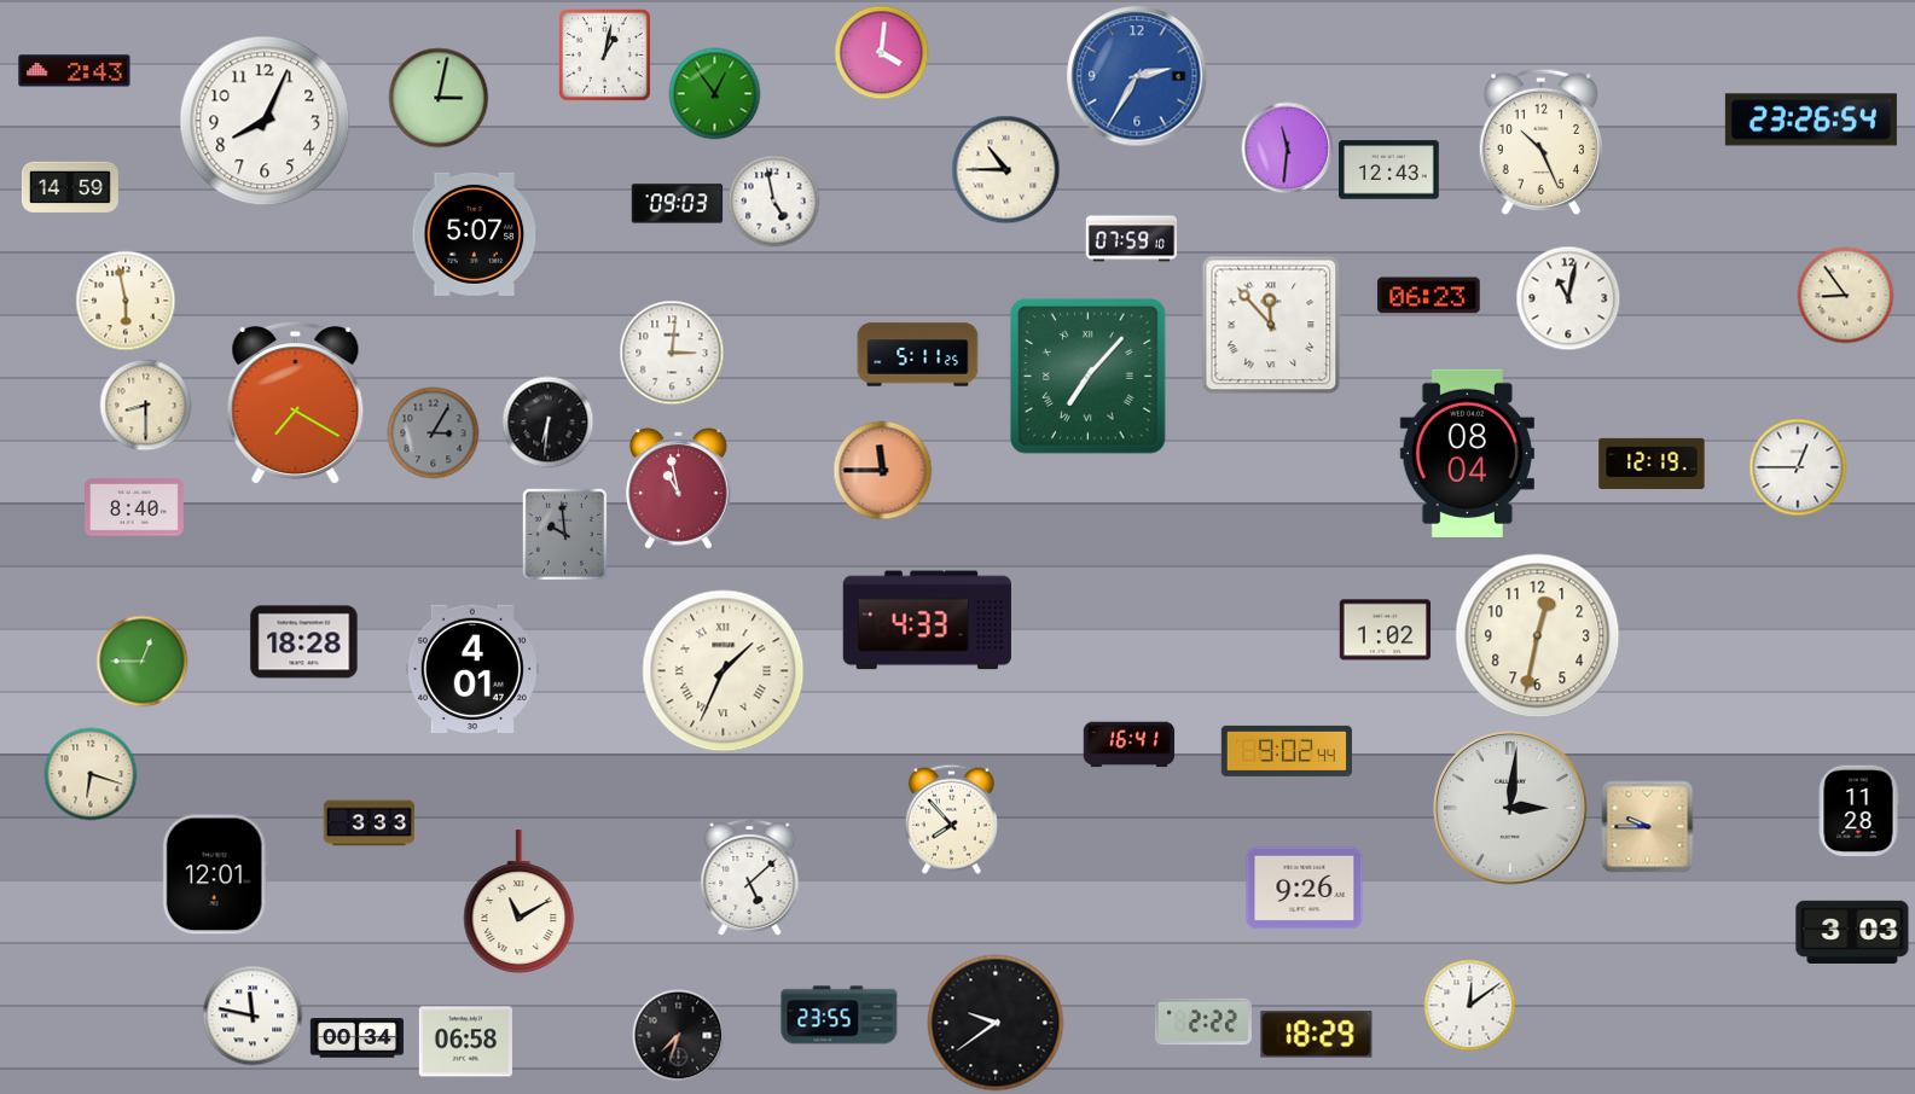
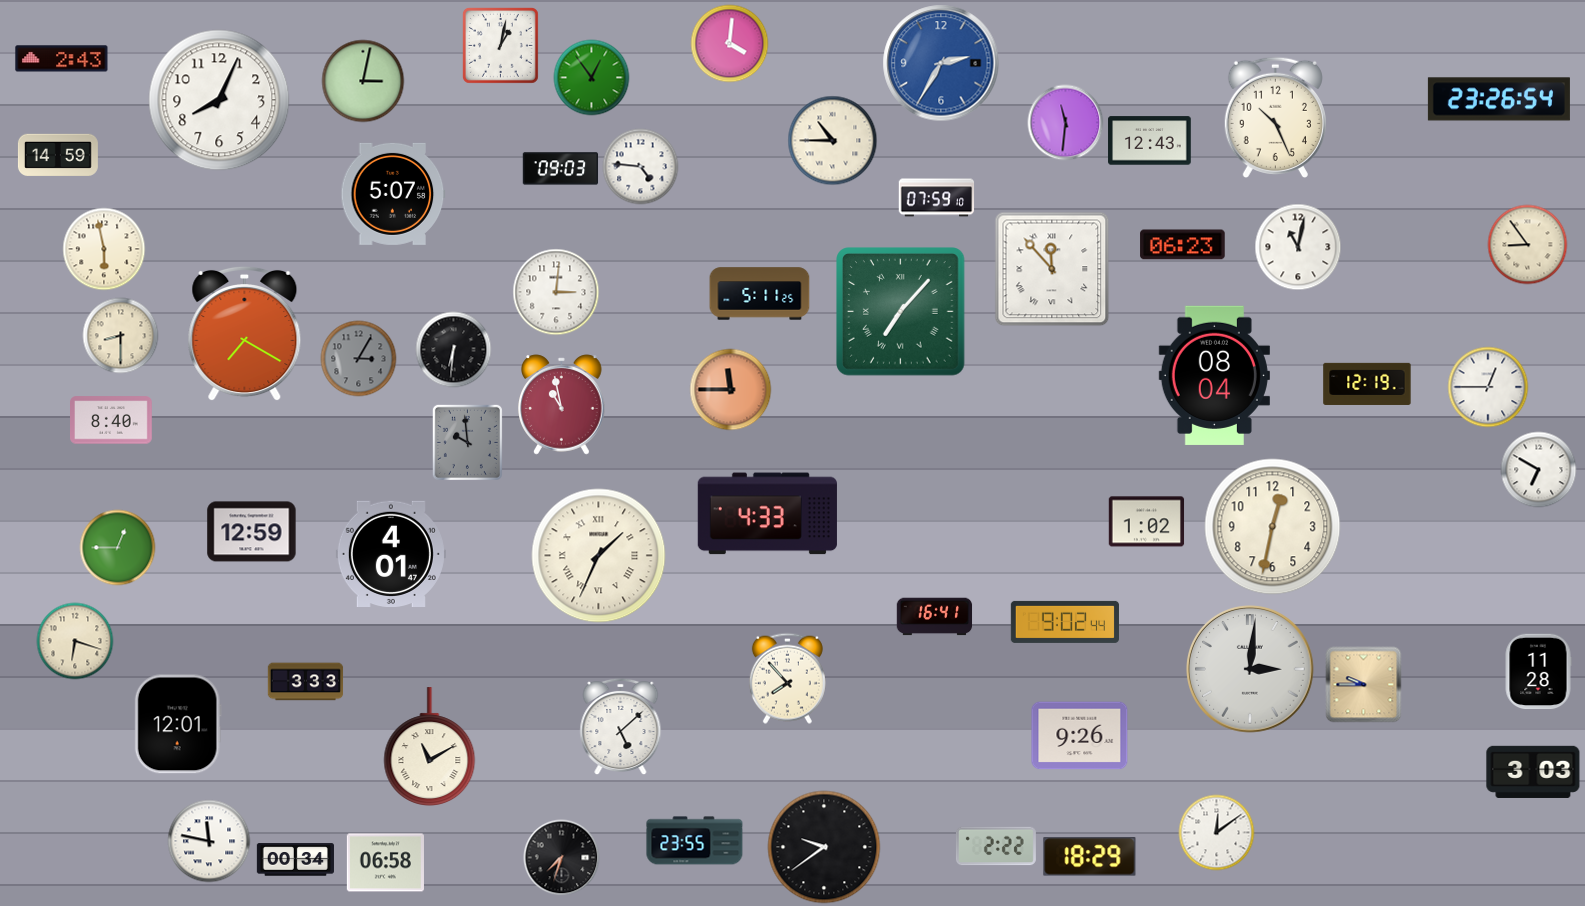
clock at (774, 202): 4:58 -> 4:46
clock at (1539, 470): none -> 6:50
clock at (304, 642): 18:28 -> 12:59
